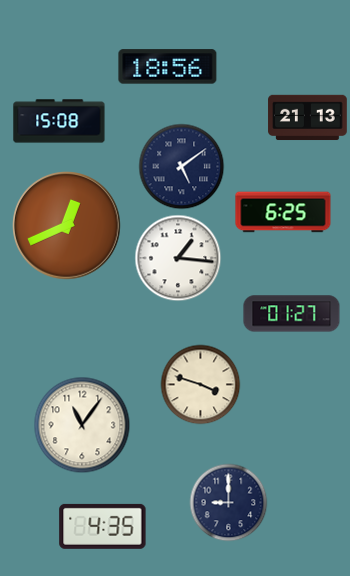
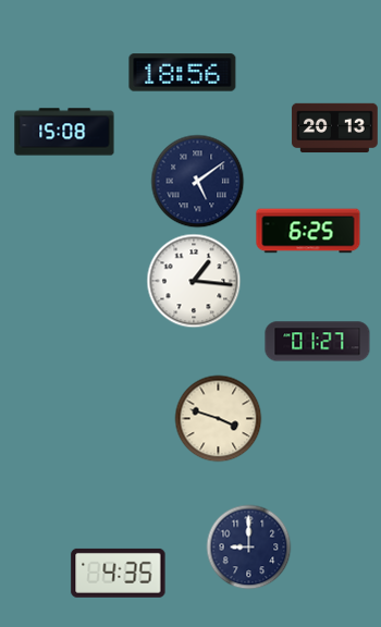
clock at (308, 118): 21:13 -> 20:13
clock at (67, 226): 12:41 -> none
clock at (82, 425): 11:06 -> none
clock at (103, 526) position: (103, 526) -> (119, 573)
